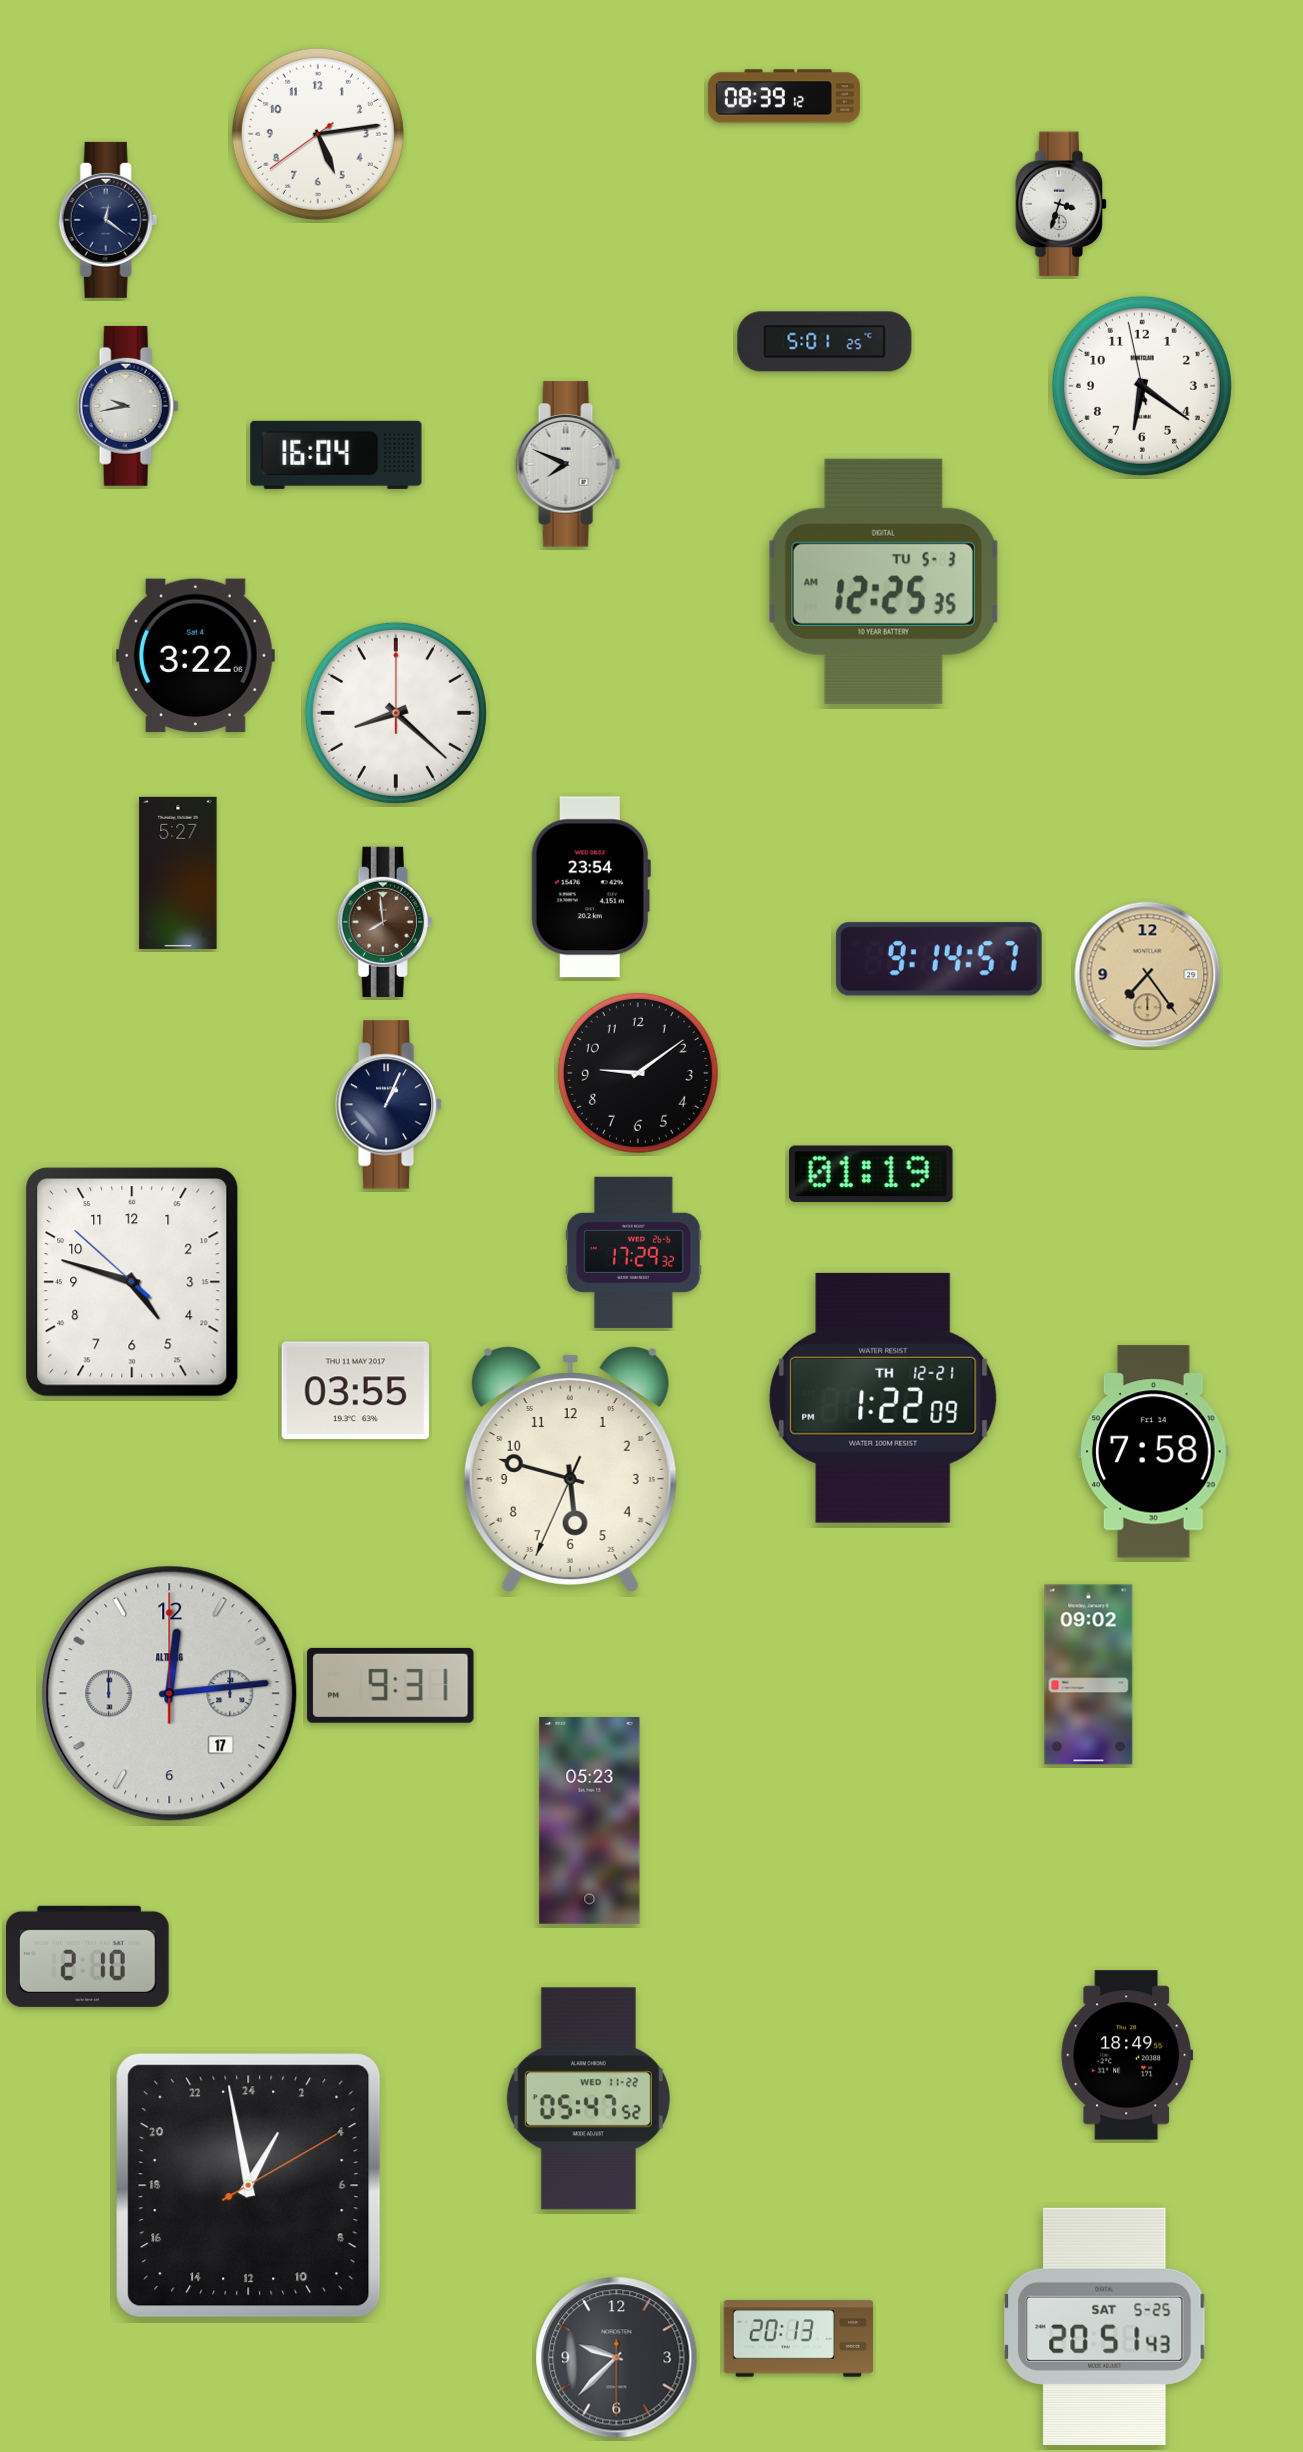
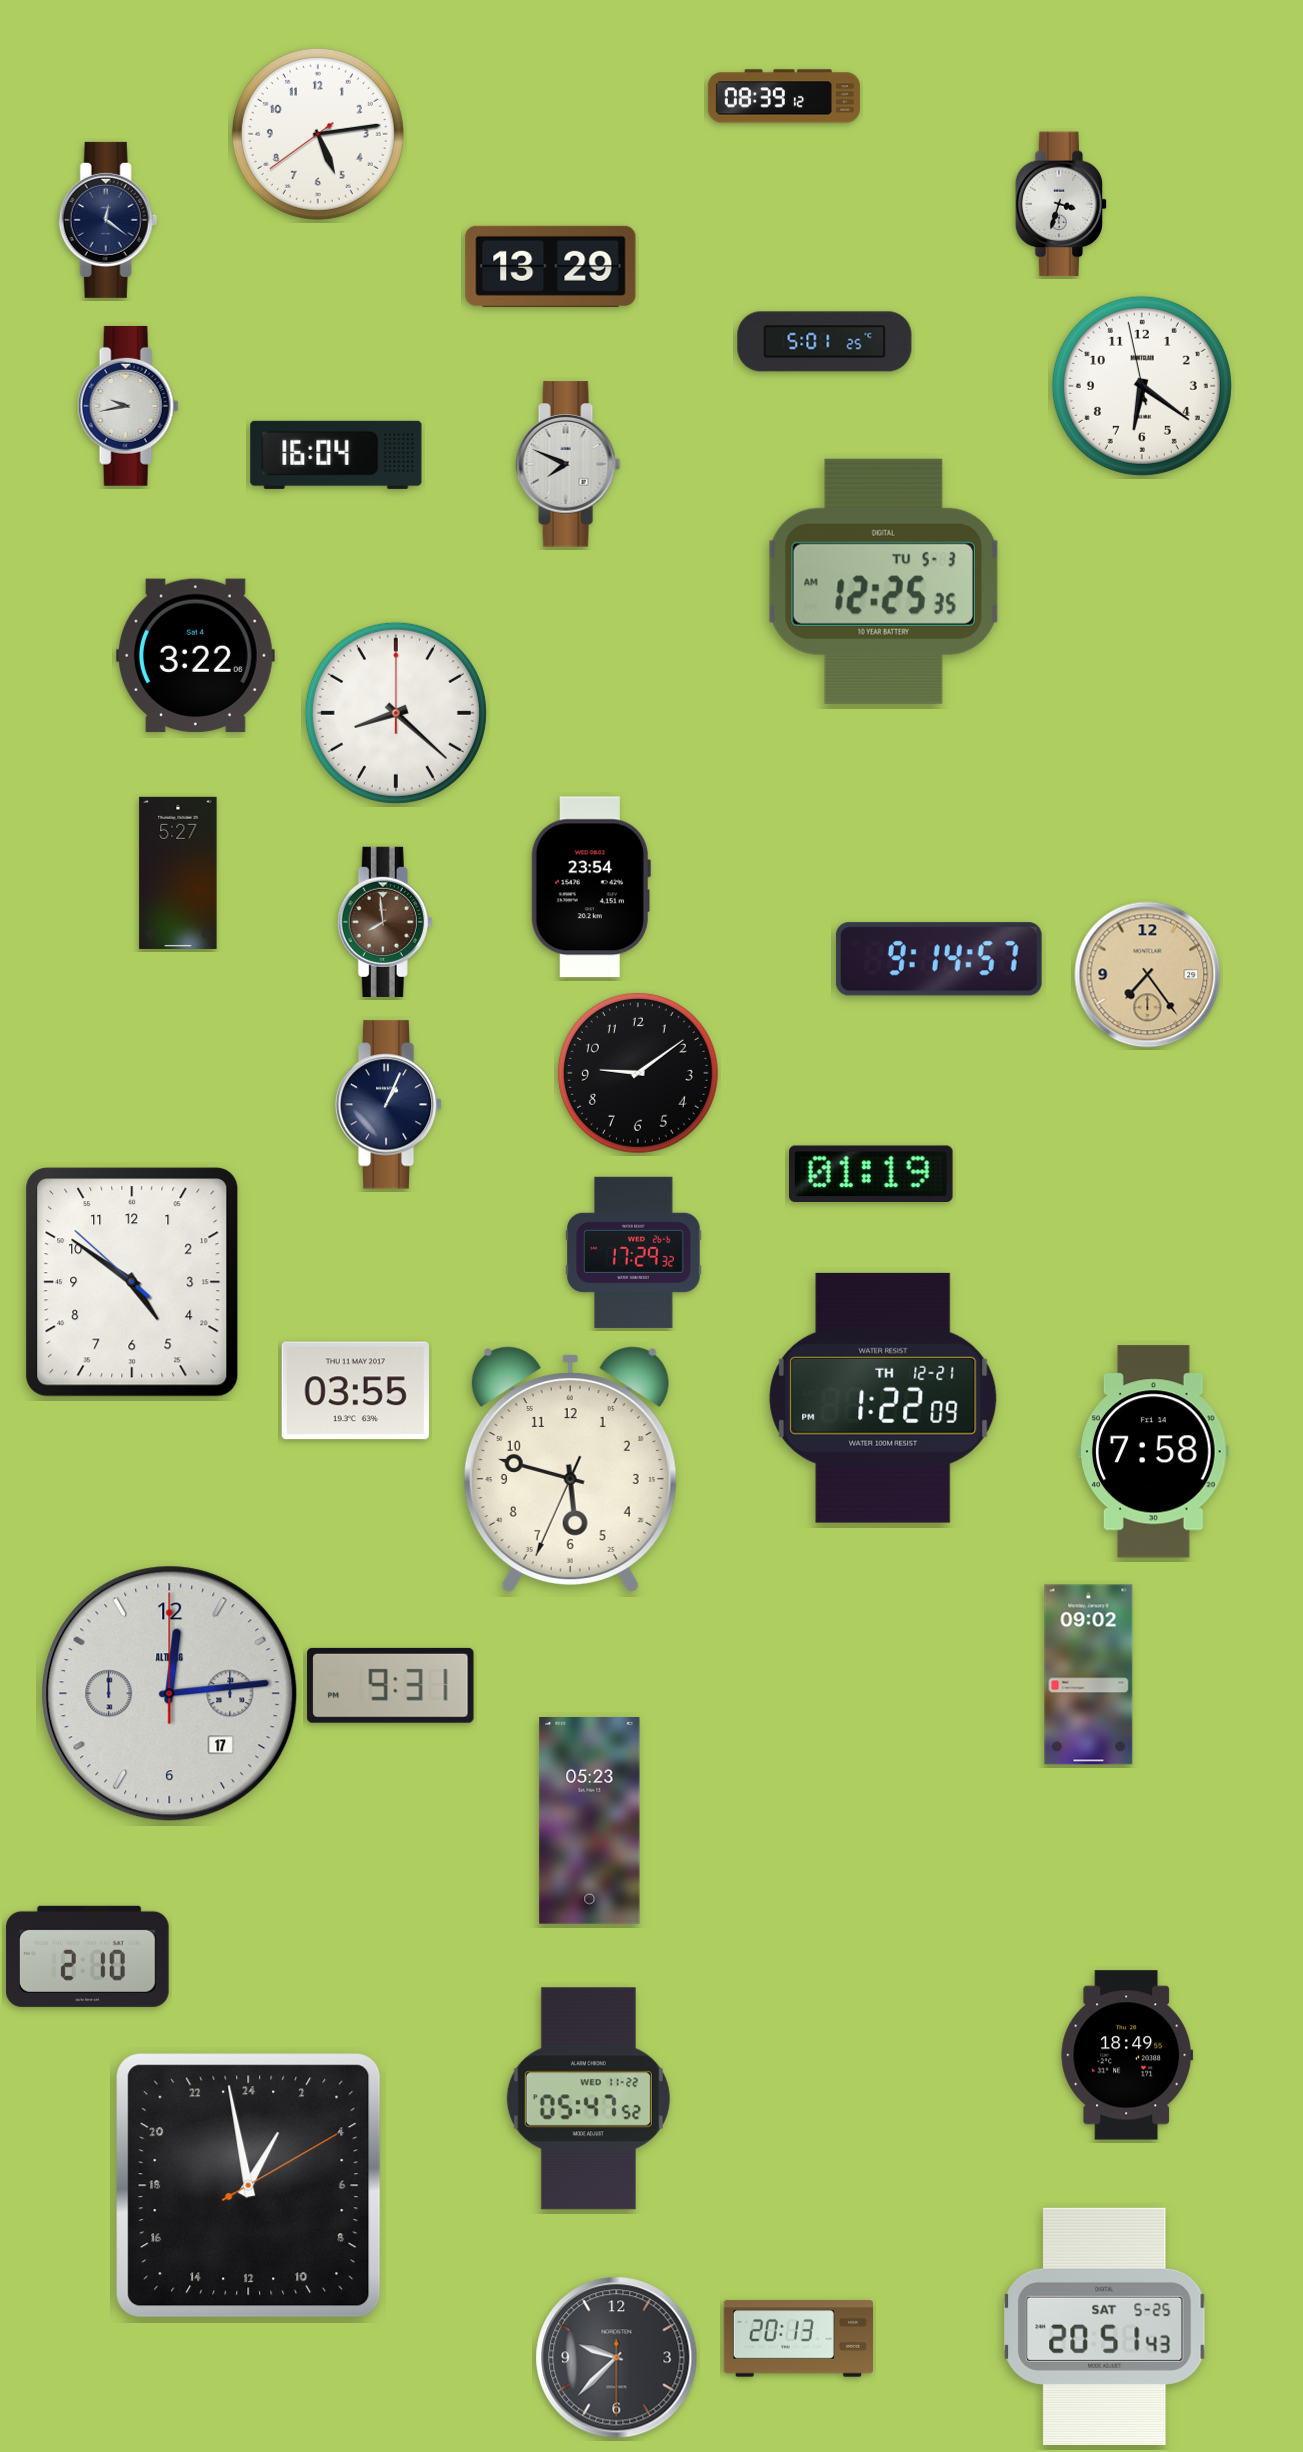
clock at (551, 266): none -> 13:29
clock at (132, 1282): 4:47 -> 4:50
